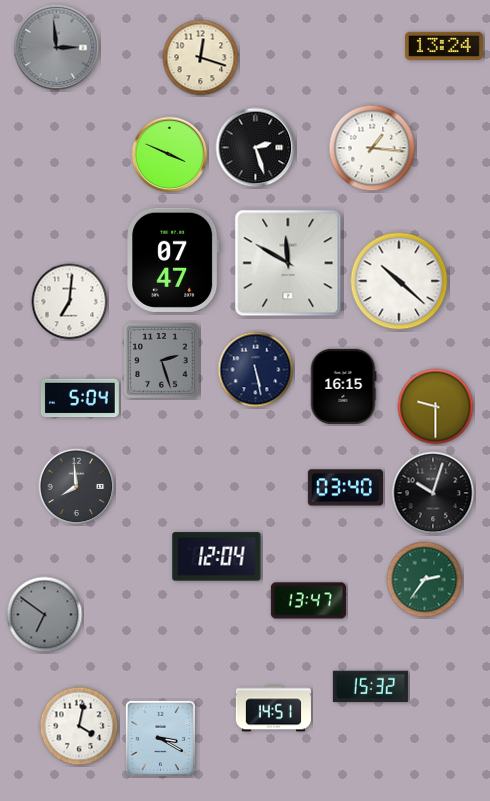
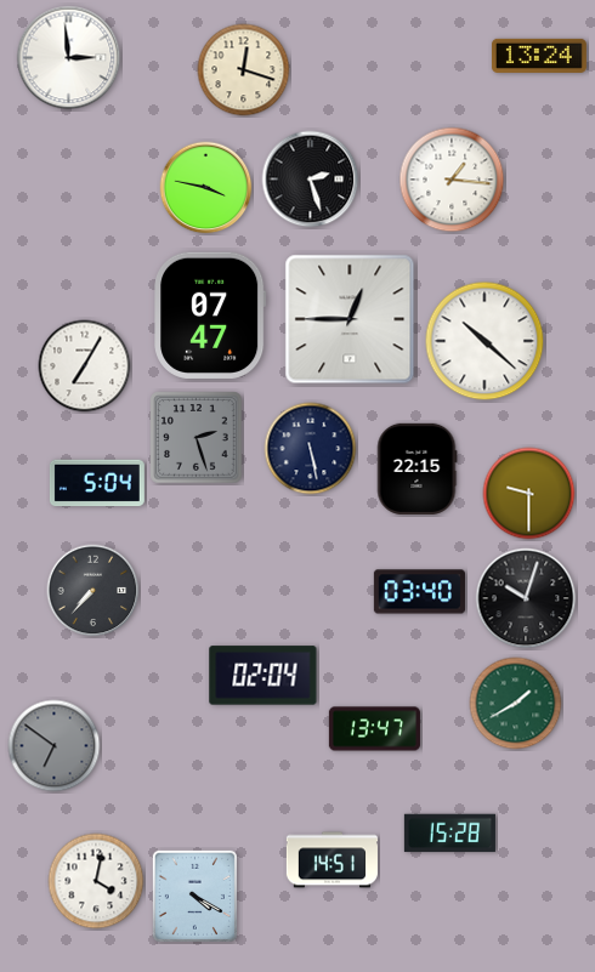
clock at (57, 48) dial: grey -> white
clock at (170, 155): 3:49 -> 3:47
clock at (288, 263): 11:50 -> 12:45
clock at (70, 302): 7:01 -> 7:05
clock at (343, 386): 16:15 -> 22:15
clock at (77, 487): 7:59 -> 7:37
clock at (217, 557): 12:04 -> 02:04
clock at (425, 580): 2:36 -> 1:40
clock at (370, 687): 15:32 -> 15:28
clock at (160, 738): 3:20 -> 4:20
